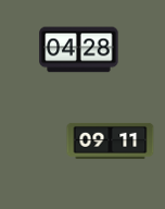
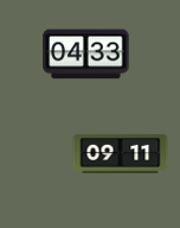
clock at (79, 50): 04:28 -> 04:33
